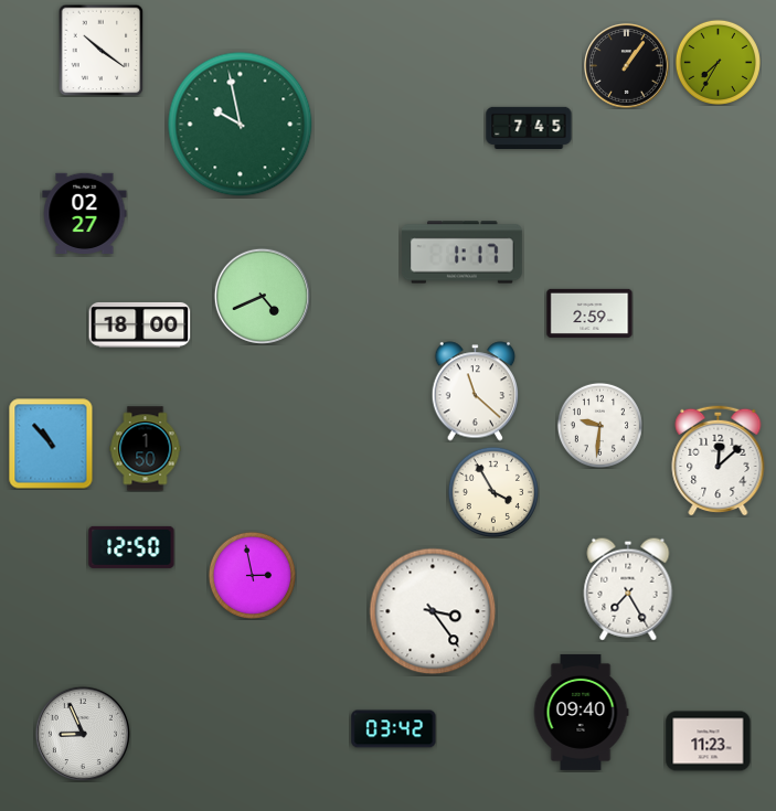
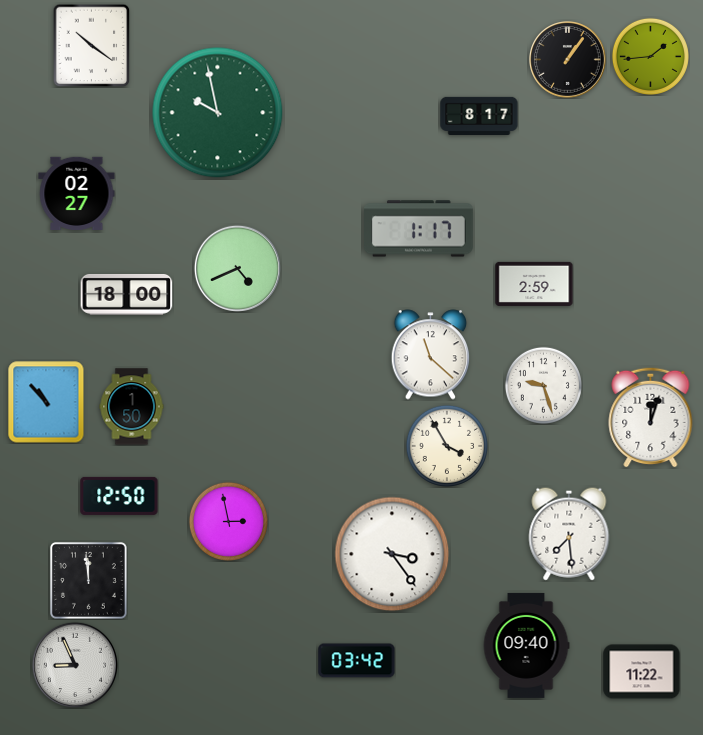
clock at (717, 62): 7:35 -> 1:44
clock at (529, 127): 7:45 -> 8:17
clock at (599, 425): 9:31 -> 9:27
clock at (719, 460): 12:08 -> 12:03
clock at (628, 589): 7:25 -> 7:29
clock at (88, 580): none -> 11:59
clock at (709, 741): 11:23 -> 11:22
